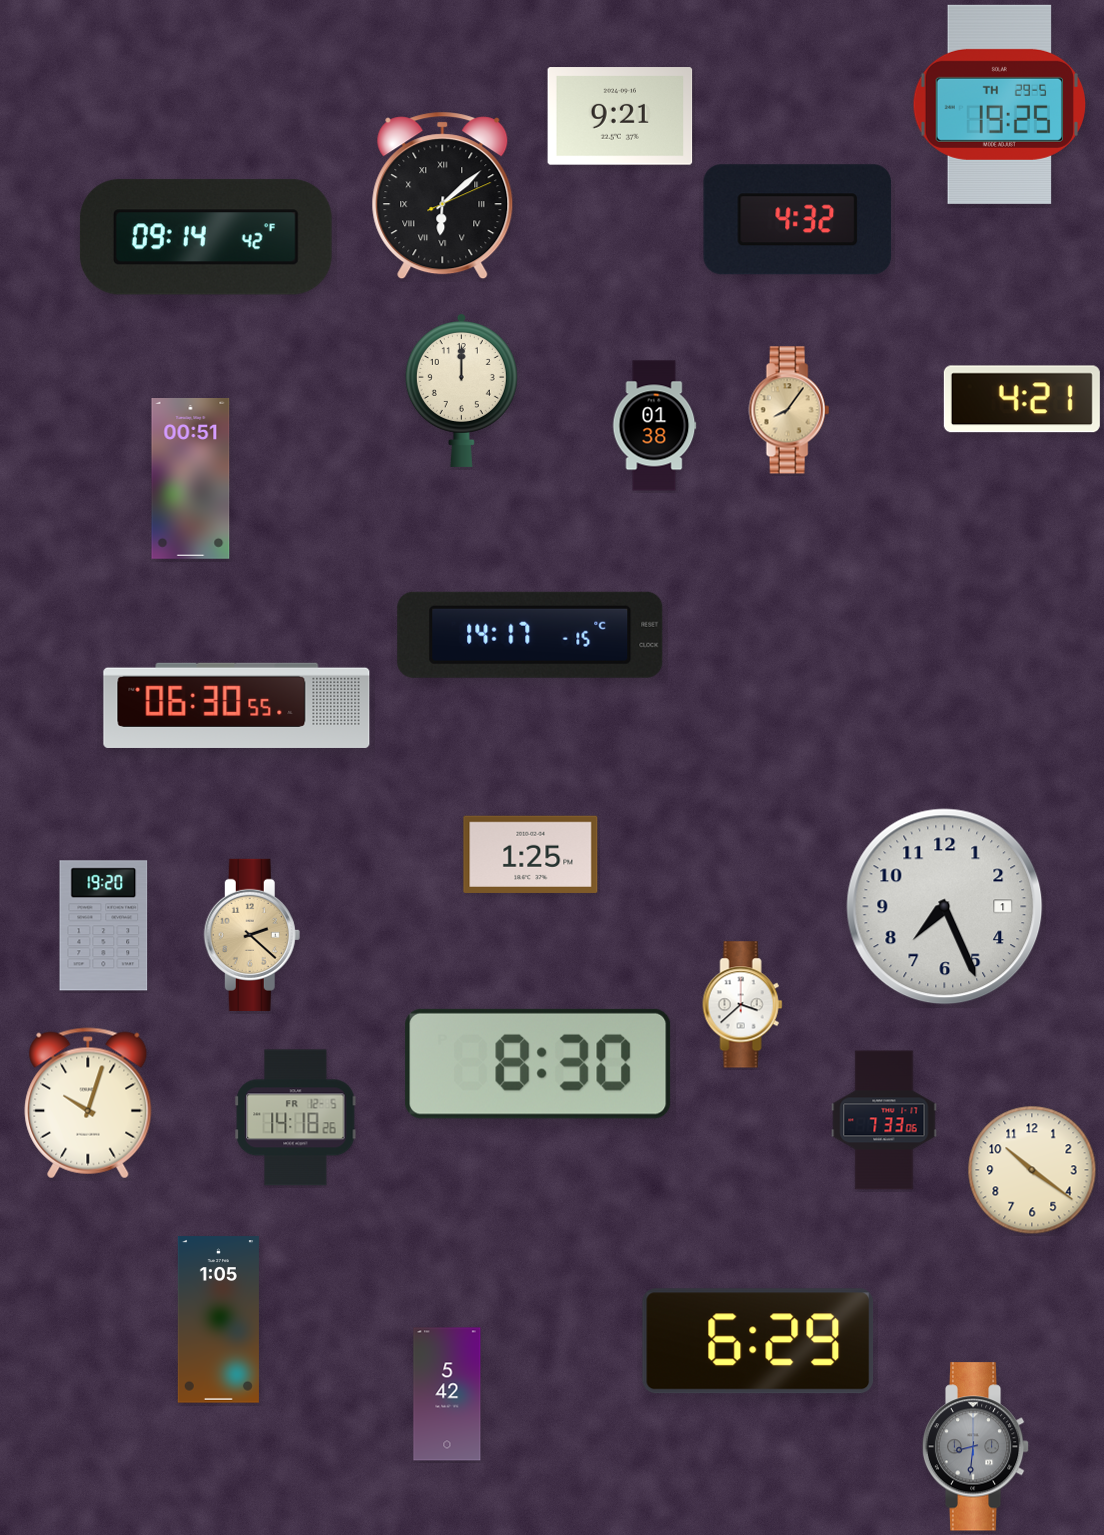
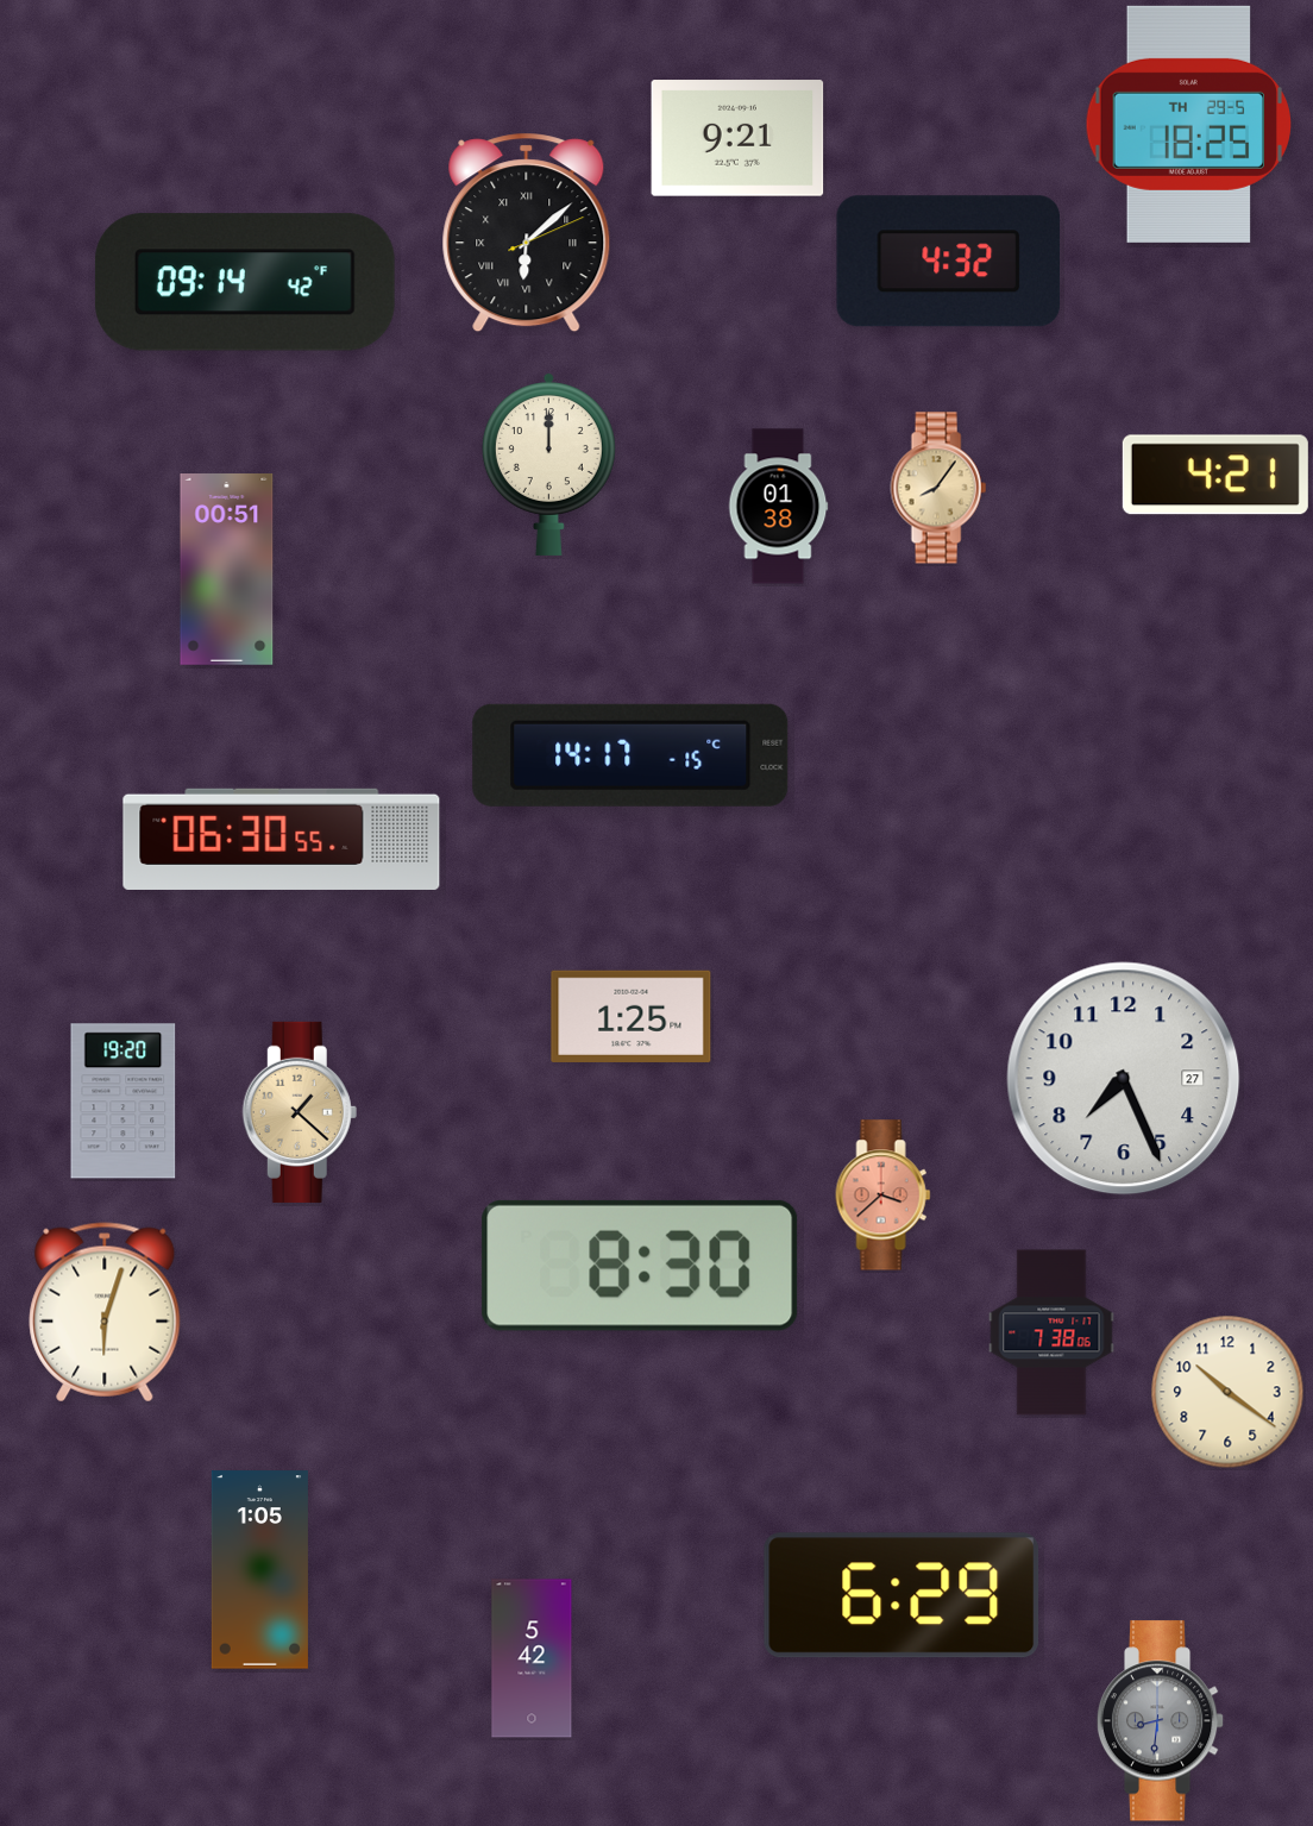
clock at (999, 104): 19:25 -> 18:25
clock at (945, 907) date: 1 -> 27
clock at (252, 935): 2:22 -> 1:22
clock at (743, 1005) dial: white -> salmon
clock at (88, 1103): 10:03 -> 6:03
clock at (296, 1118): 14:18 -> none
clock at (884, 1120): 7:33 -> 7:38
